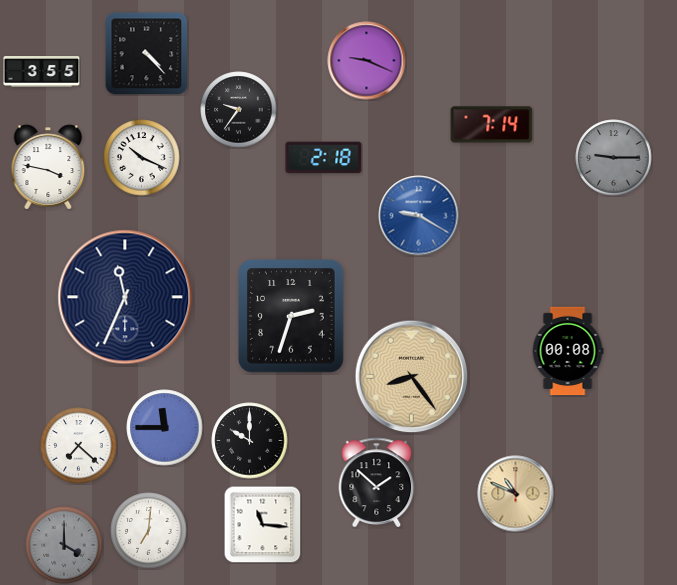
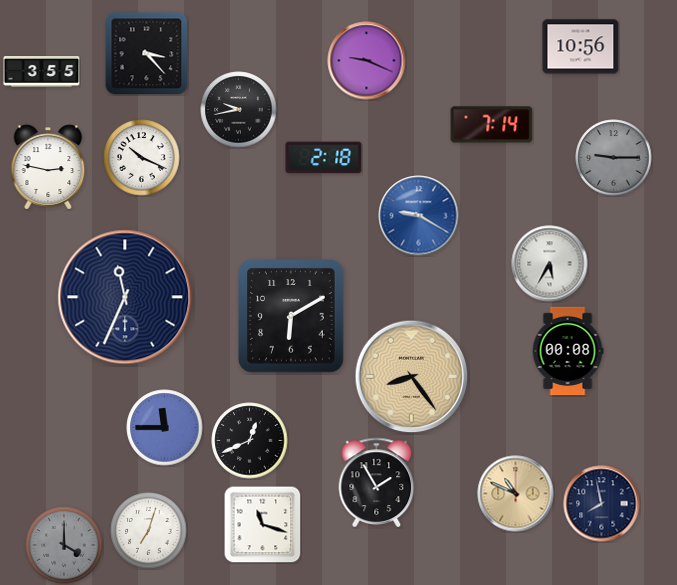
clock at (581, 47): none -> 10:56
clock at (147, 54): 4:23 -> 3:23
clock at (239, 110): 9:36 -> 9:43
clock at (48, 167): 3:47 -> 2:47
clock at (550, 264): none -> 5:35
clock at (291, 316): 2:33 -> 6:10
clock at (250, 441): 10:00 -> 12:41
clock at (79, 446): 7:22 -> none
clock at (377, 482): 1:52 -> 1:55
clock at (602, 504): none -> 7:58
clock at (262, 524): 11:16 -> 11:18
clock at (149, 531): 7:01 -> 7:03
